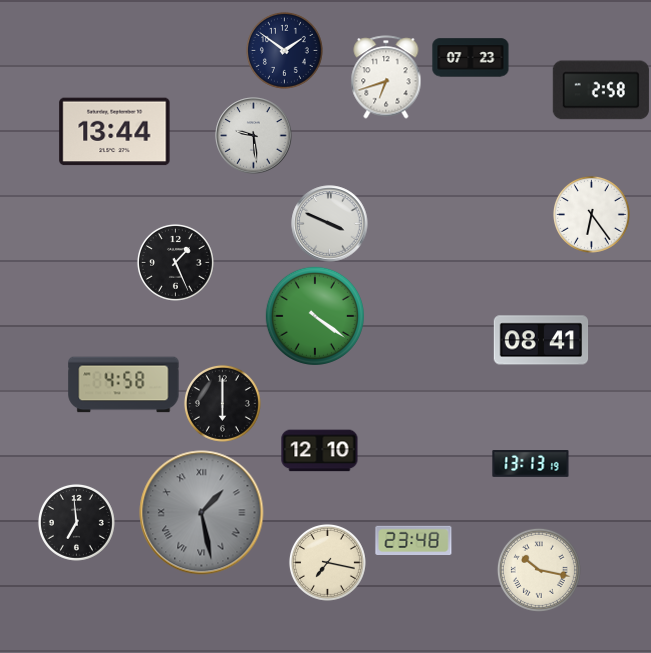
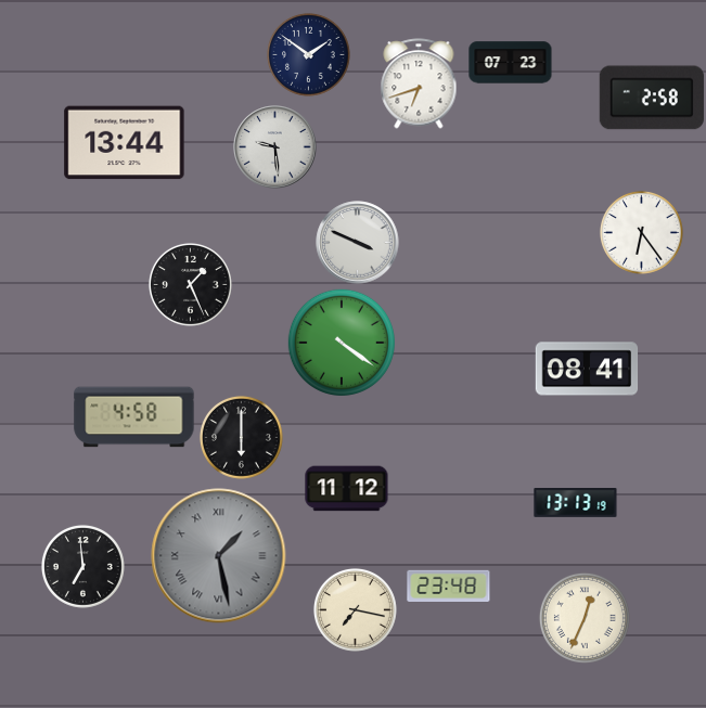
clock at (320, 451): 12:10 -> 11:12
clock at (539, 570): 10:17 -> 12:34
